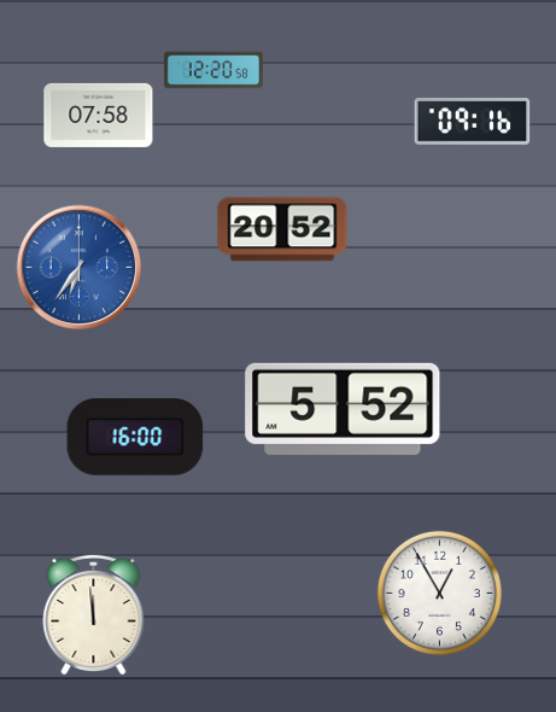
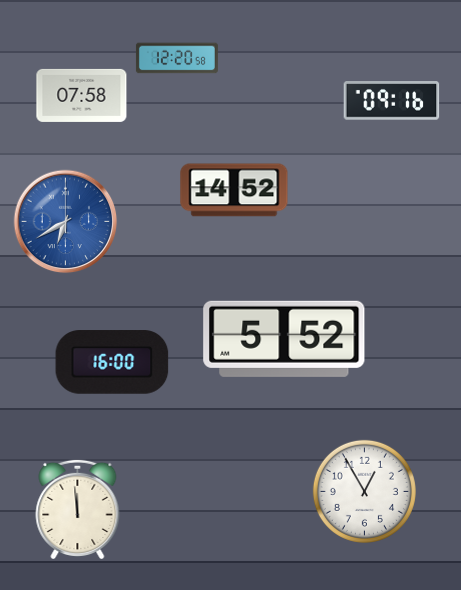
clock at (282, 229): 20:52 -> 14:52
clock at (80, 268): 6:36 -> 6:40
